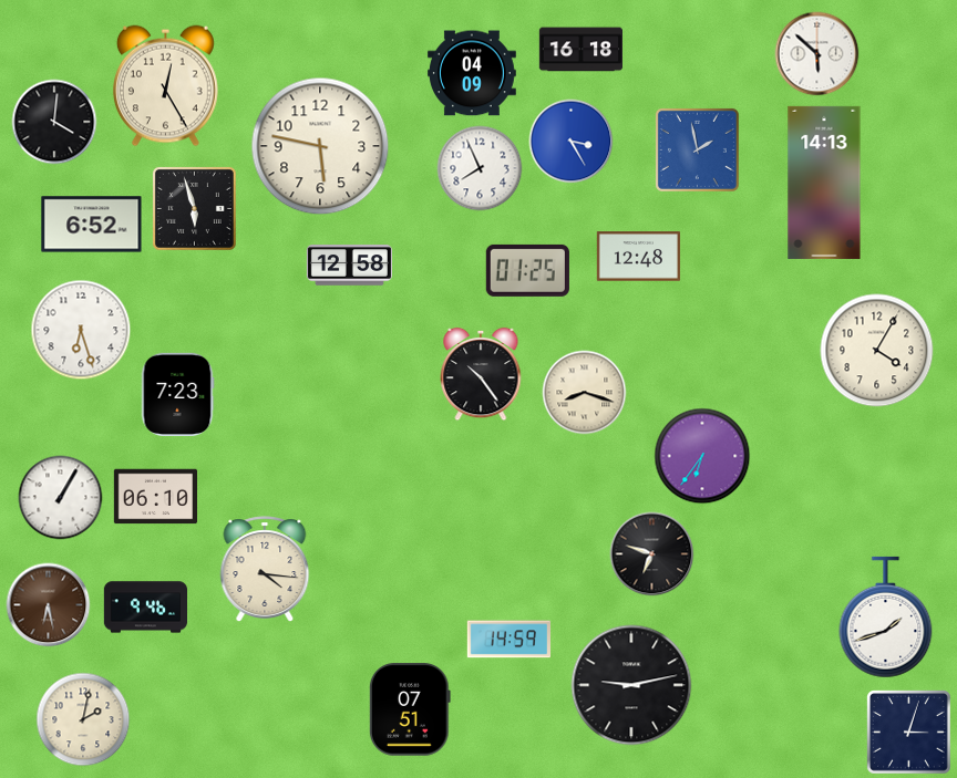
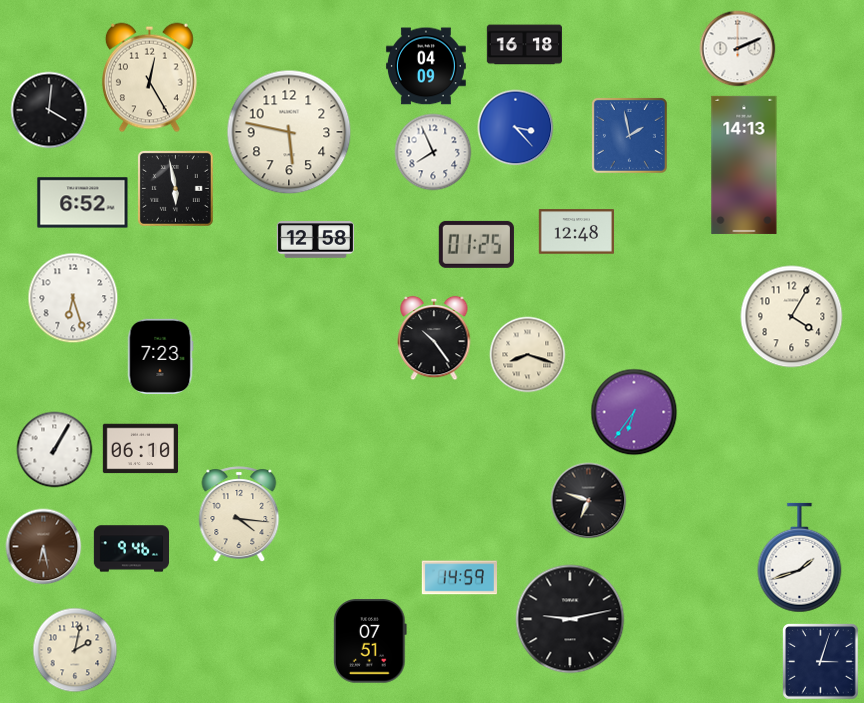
clock at (817, 54): 5:52 -> 2:11
clock at (572, 142): 3:25 -> 3:23
clock at (194, 208): 5:57 -> 5:58
